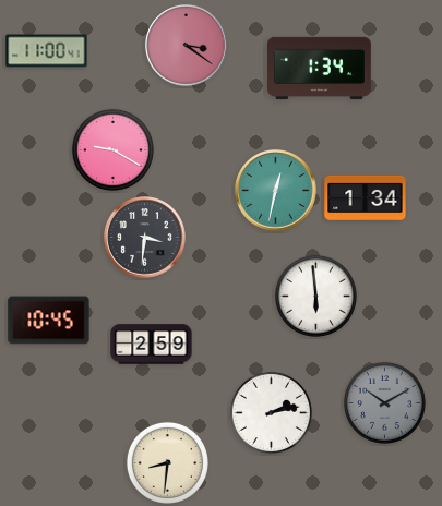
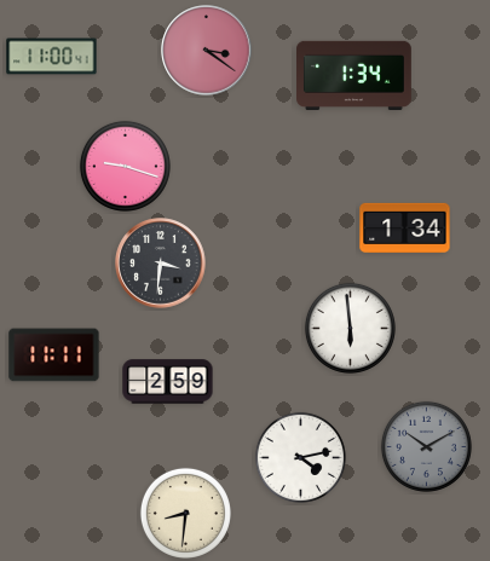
clock at (112, 149): 9:20 -> 9:18
clock at (276, 191): 12:32 -> none
clock at (366, 197) position: (366, 197) -> (405, 227)
clock at (49, 321): 10:45 -> 11:11
clock at (271, 412): 2:13 -> 4:13
